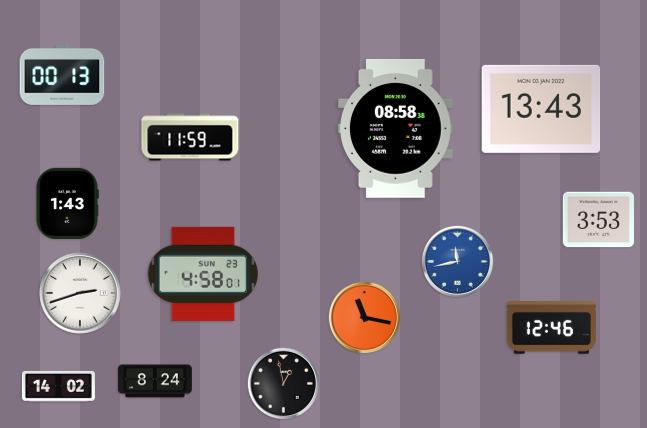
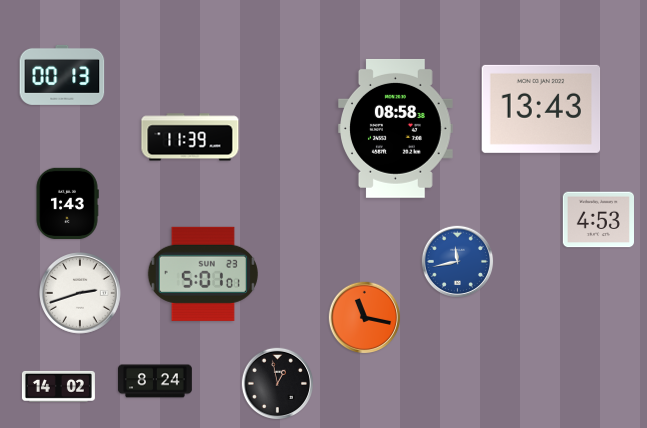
clock at (190, 137): 11:59 -> 11:39
clock at (598, 220): 3:53 -> 4:53
clock at (203, 274): 4:58 -> 5:01
clock at (551, 328): 12:46 -> none
clock at (284, 384) position: (284, 384) -> (278, 384)
